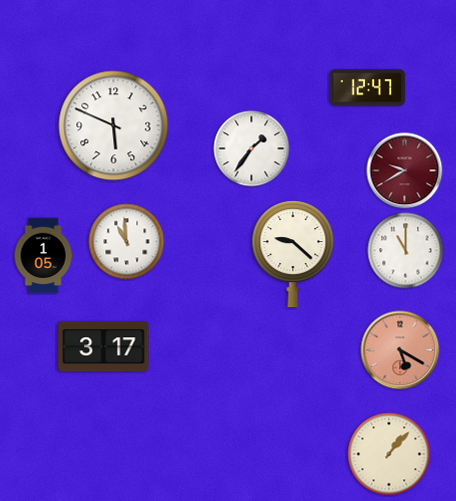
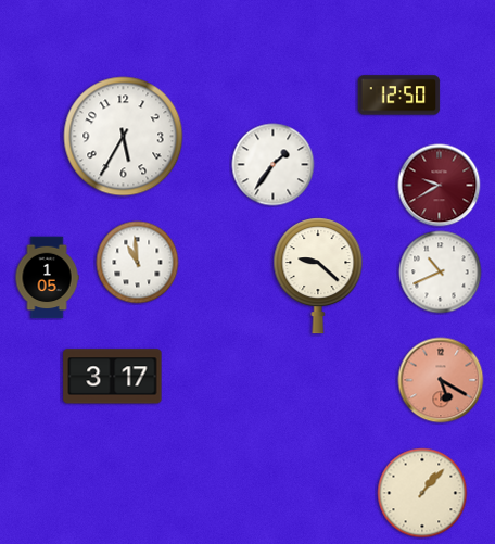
clock at (368, 88): 12:47 -> 12:50
clock at (114, 126): 5:49 -> 5:35
clock at (252, 149) position: (252, 149) -> (274, 165)
clock at (406, 251): 11:00 -> 10:41
clock at (400, 350) position: (400, 350) -> (441, 380)
